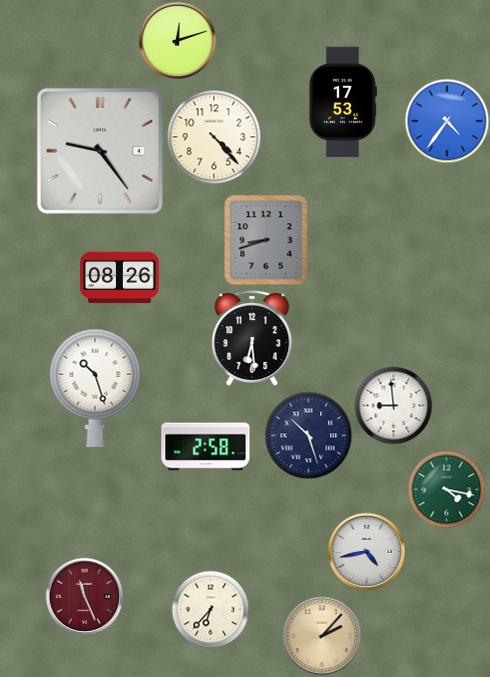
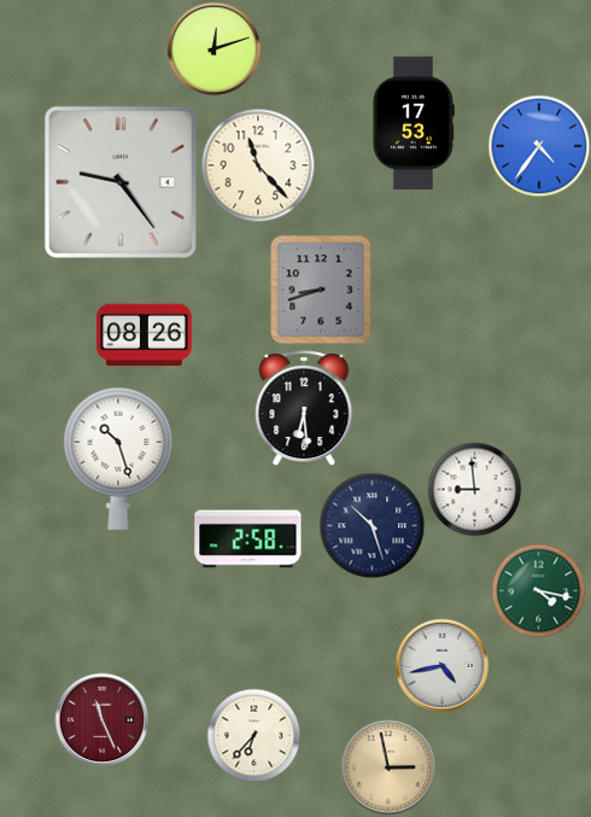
clock at (214, 137): 4:23 -> 11:23
clock at (95, 388) position: (95, 388) -> (118, 459)
clock at (322, 636): 2:07 -> 2:58
